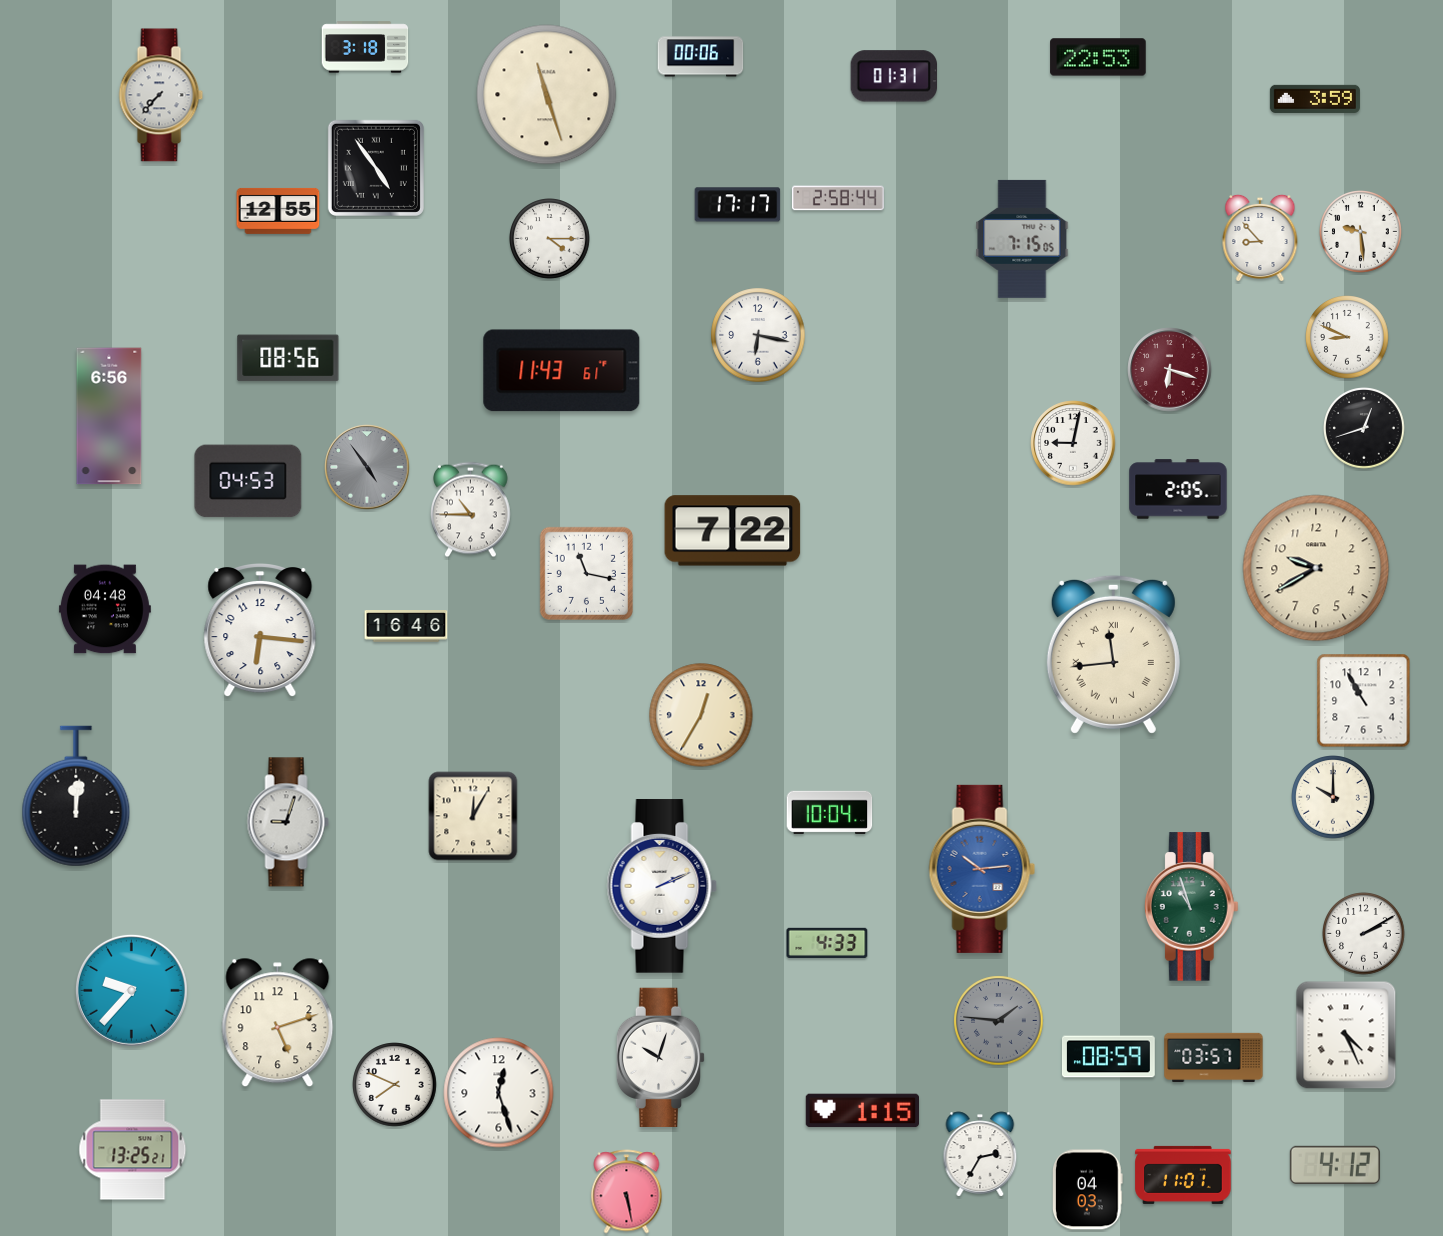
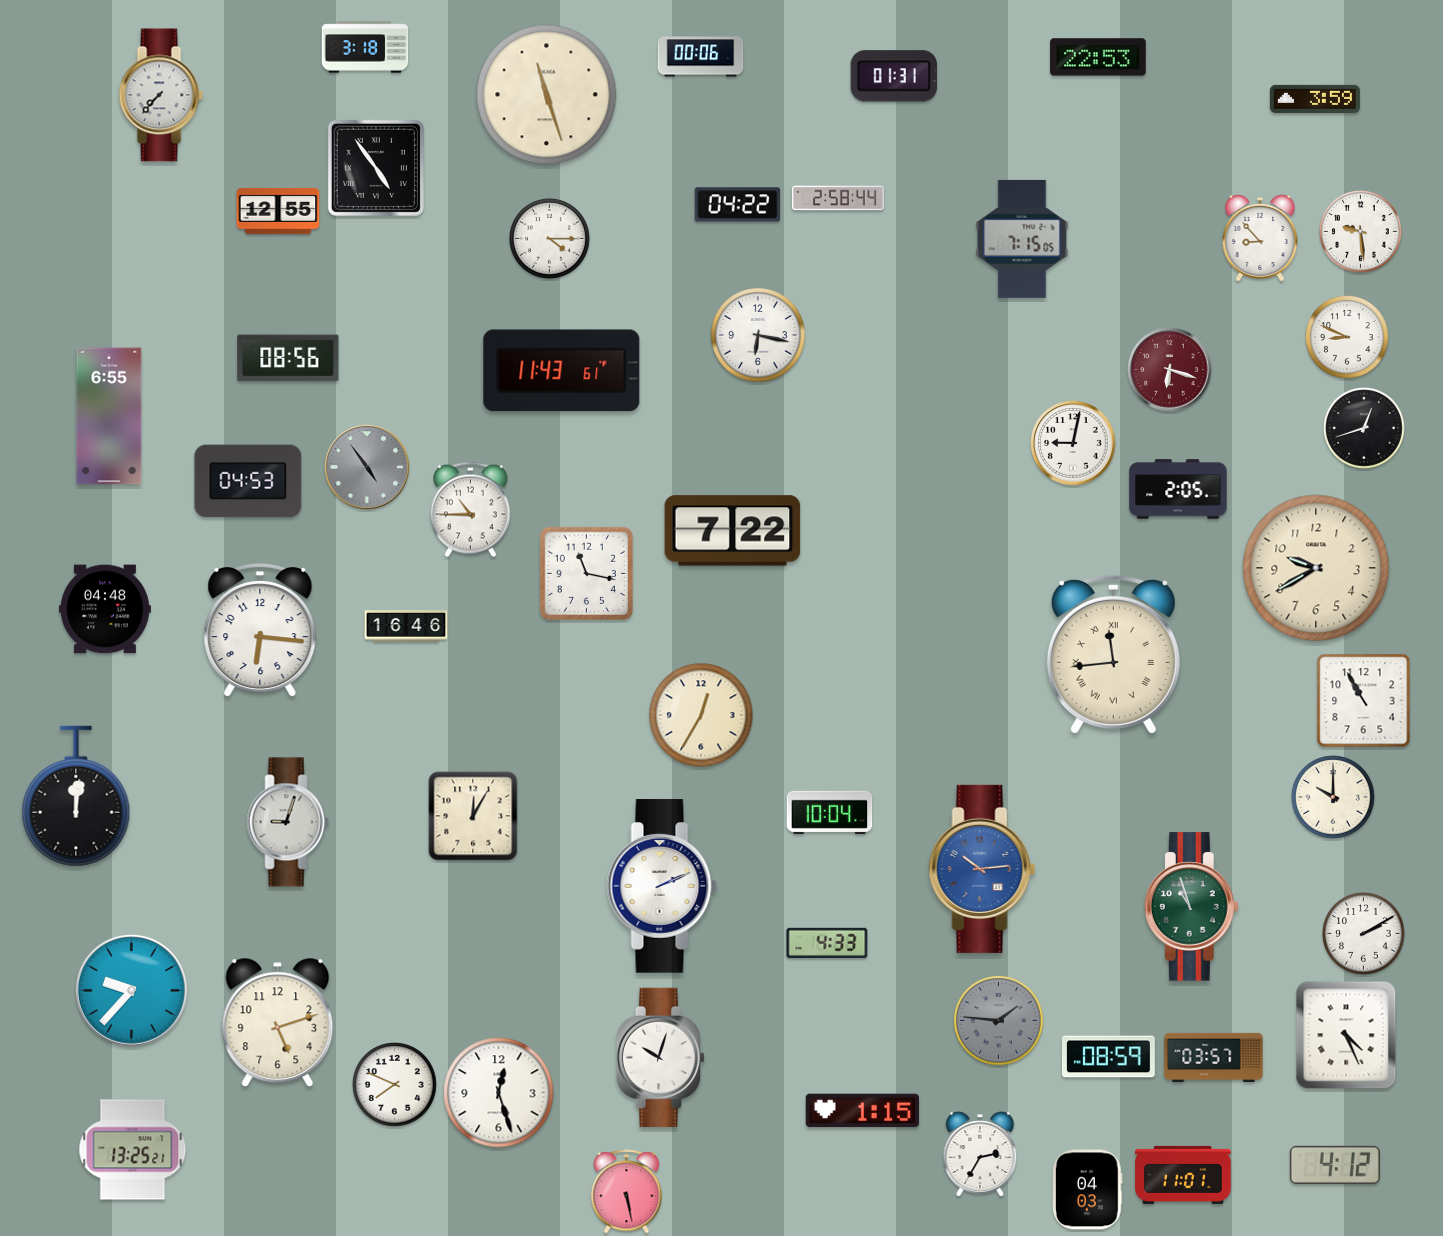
clock at (738, 205): 17:17 -> 04:22
clock at (109, 416): 6:56 -> 6:55
